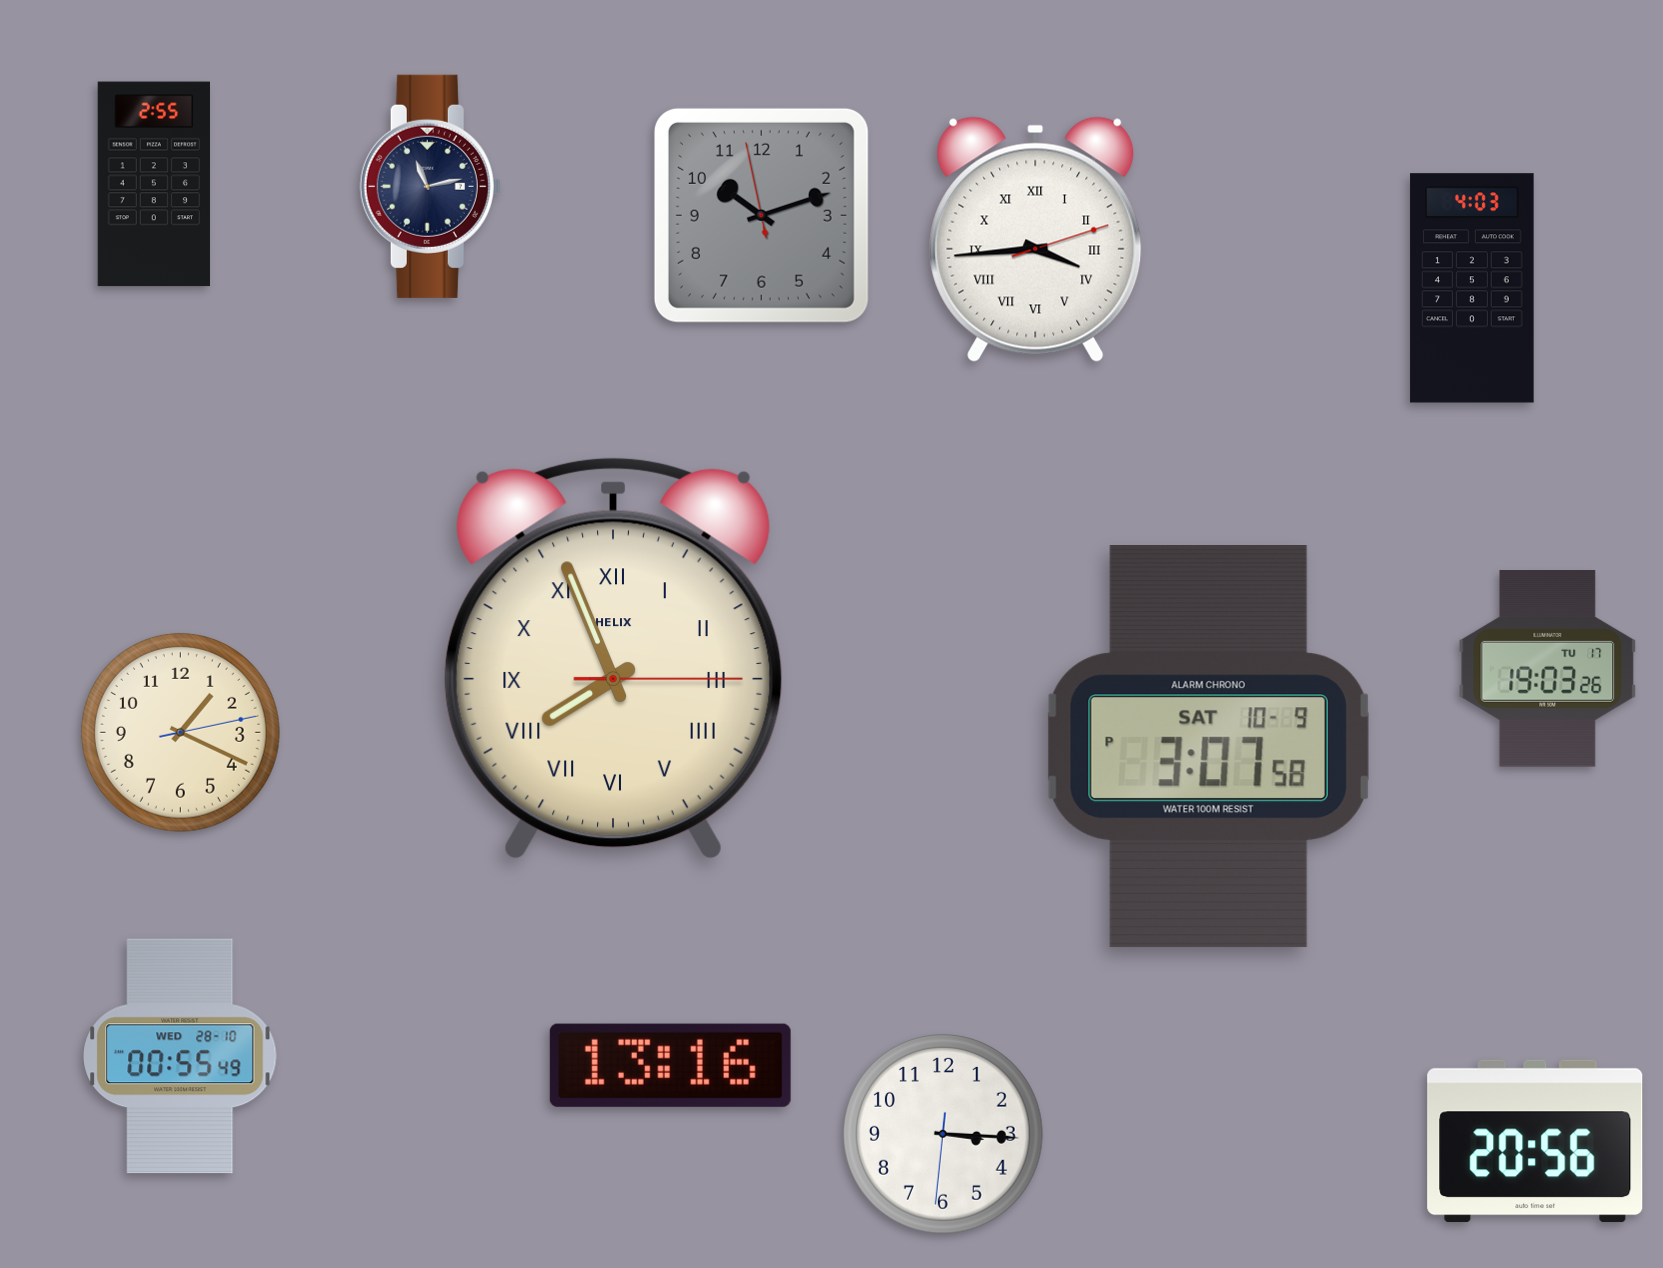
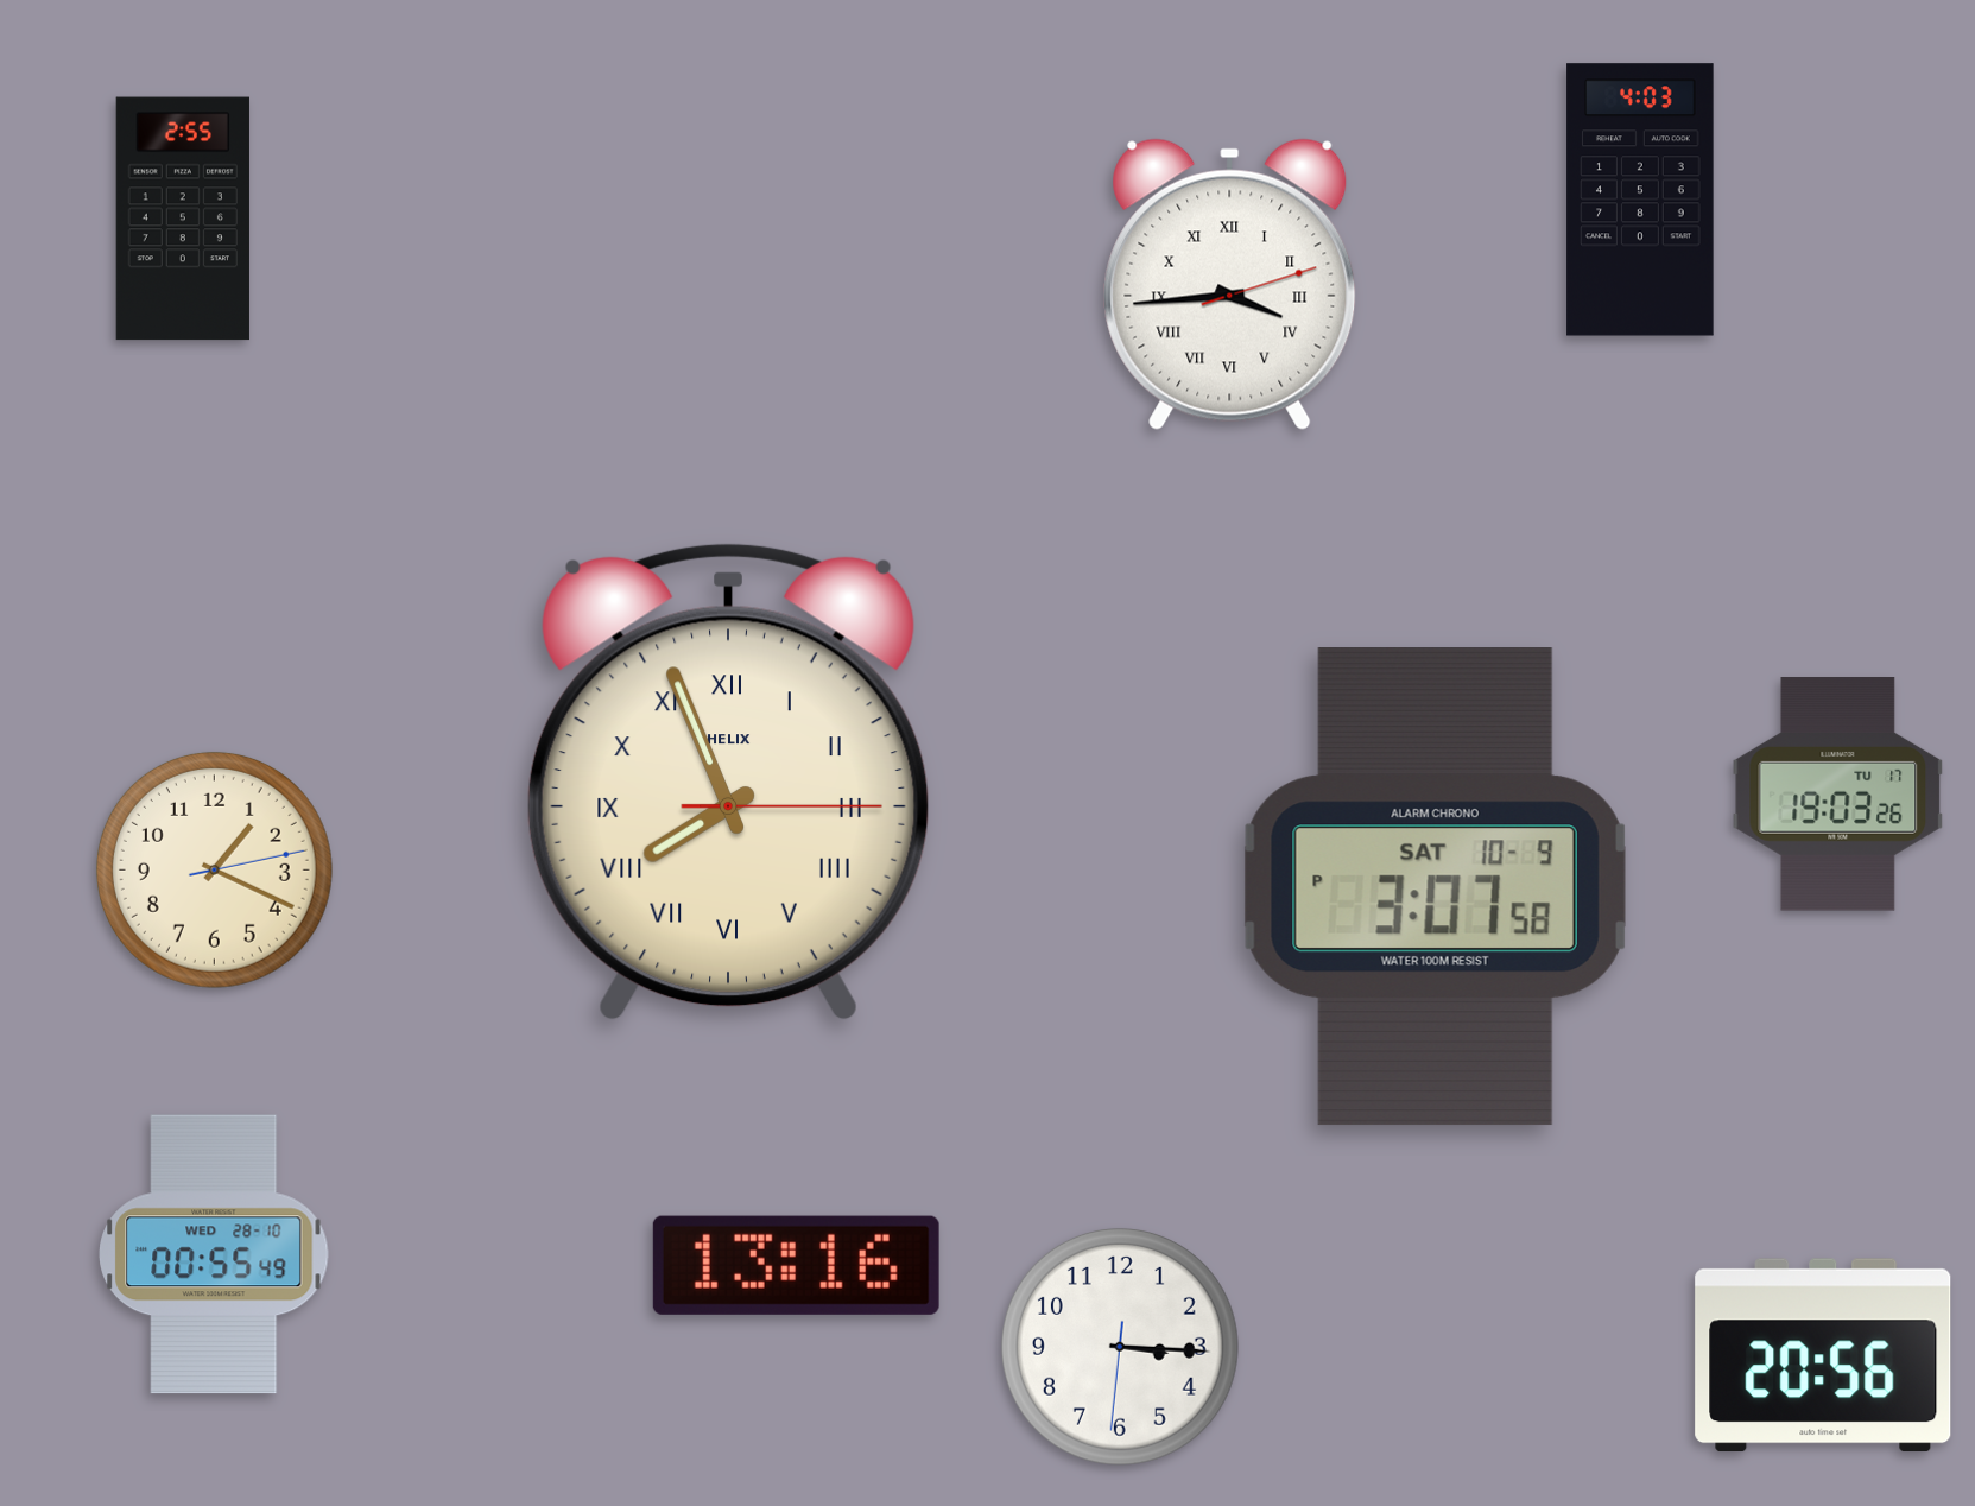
clock at (430, 186): 11:13 -> none
clock at (761, 215): 10:11 -> none
clock at (1472, 288) position: (1472, 288) -> (1640, 200)
